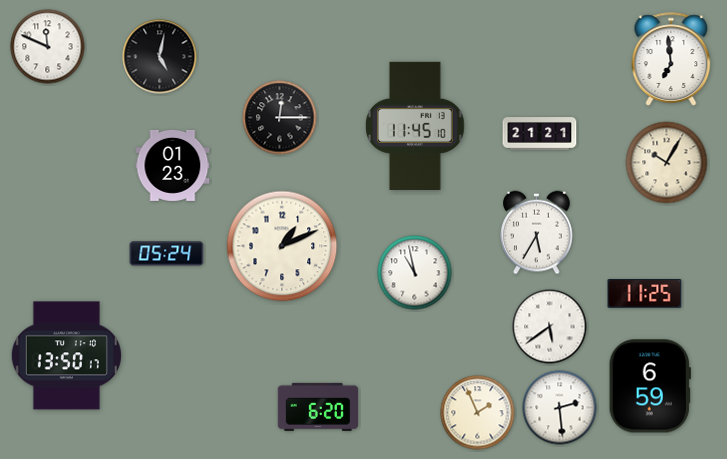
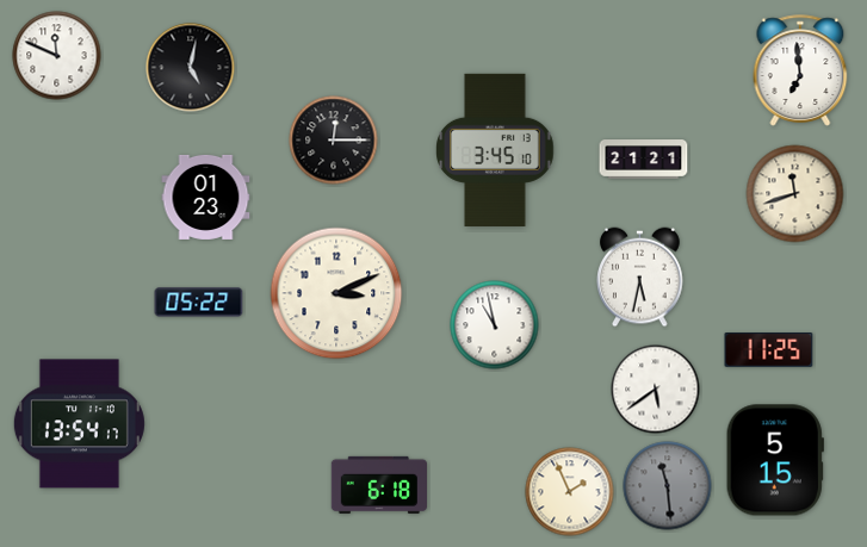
clock at (416, 126): 11:45 -> 3:45
clock at (667, 163): 10:05 -> 11:42
clock at (537, 233): 5:35 -> 5:32
clock at (282, 246): 1:11 -> 3:11
clock at (167, 254): 05:24 -> 05:22
clock at (66, 356): 13:50 -> 13:54
clock at (650, 386): 6:59 -> 5:15
clock at (318, 407): 6:20 -> 6:18
clock at (560, 408): 2:29 -> 11:29
clock at (560, 408) dial: white -> grey
